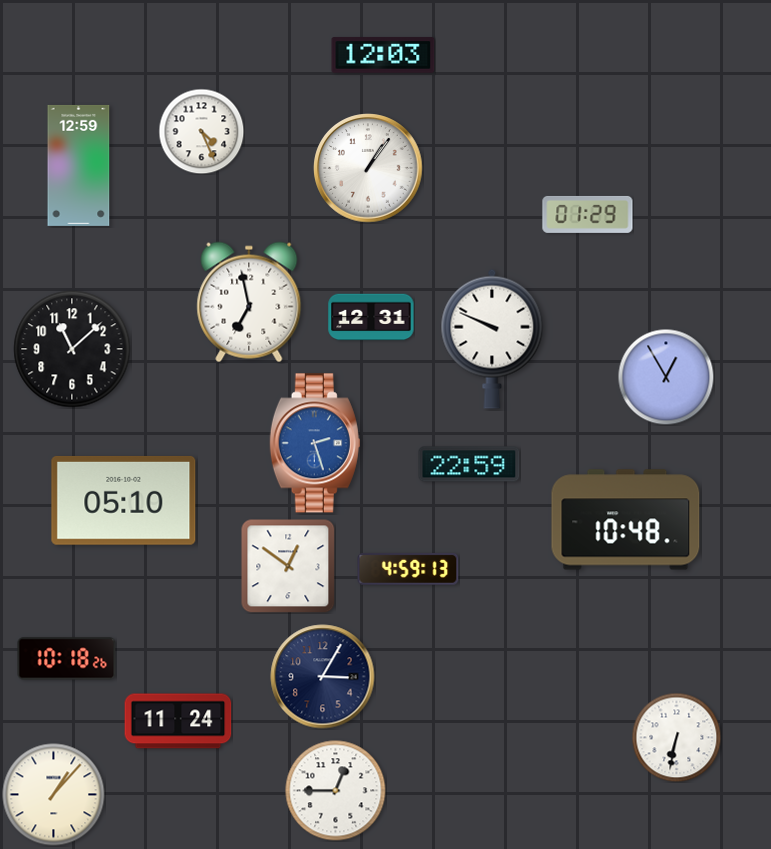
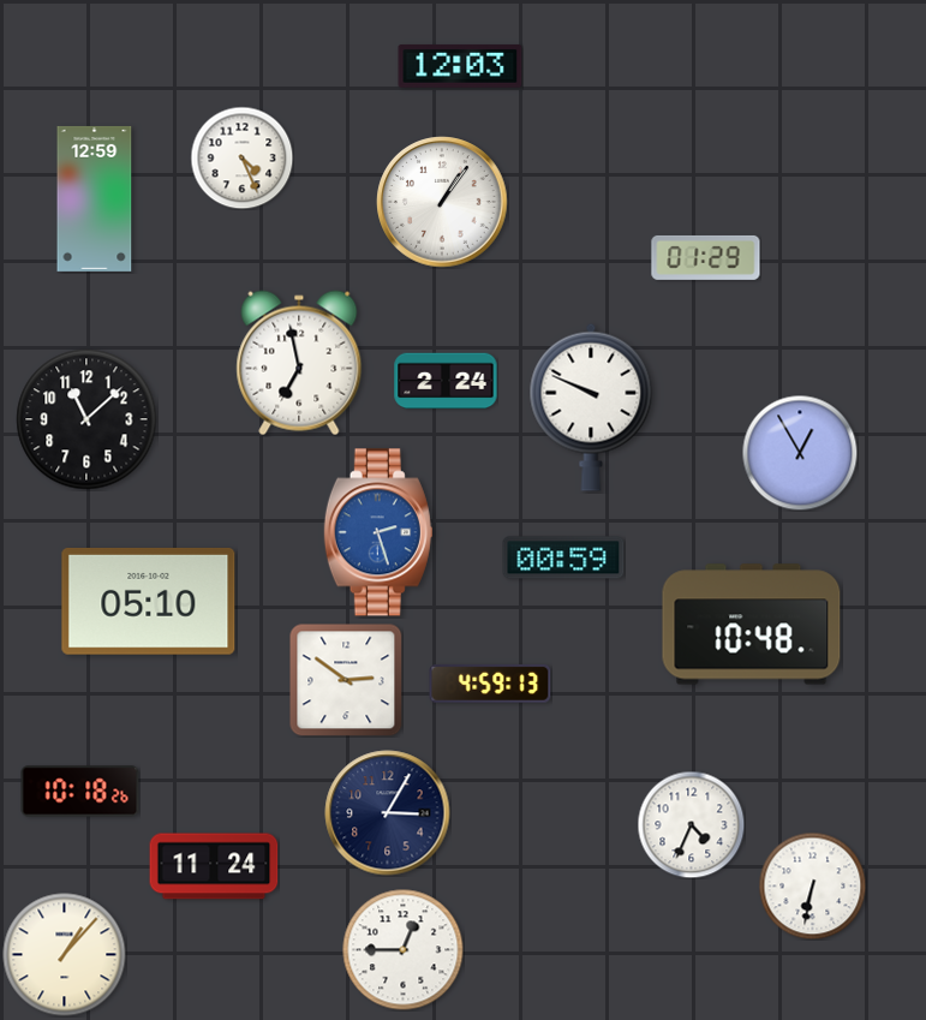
clock at (371, 317): 12:31 -> 2:24
clock at (469, 464): 22:59 -> 00:59
clock at (288, 566): 12:51 -> 2:51
clock at (691, 824): none -> 4:34
